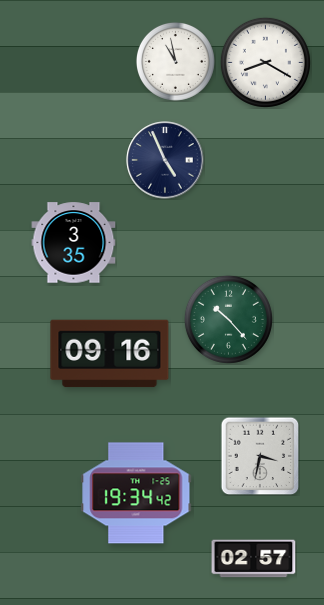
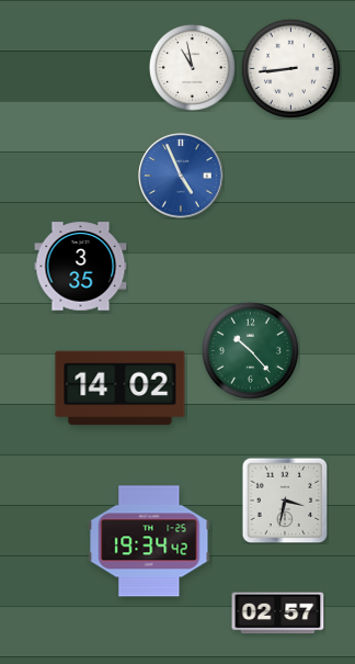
clock at (265, 62): 8:20 -> 8:44
clock at (165, 160) dial: navy -> blue
clock at (110, 354): 09:16 -> 14:02
